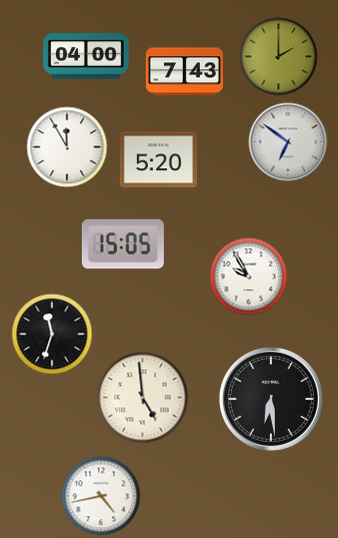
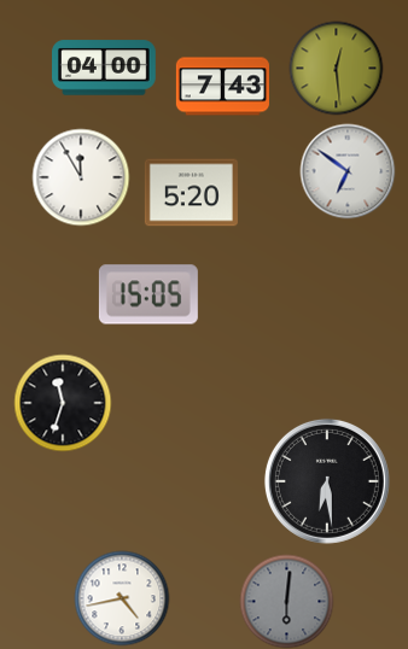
clock at (278, 56): 2:00 -> 12:29
clock at (248, 276): 9:55 -> none
clock at (142, 397): 4:59 -> none
clock at (286, 601): none -> 6:01
